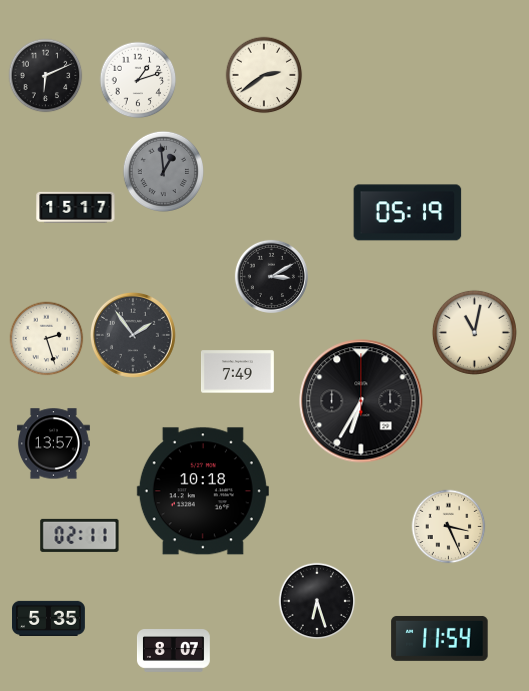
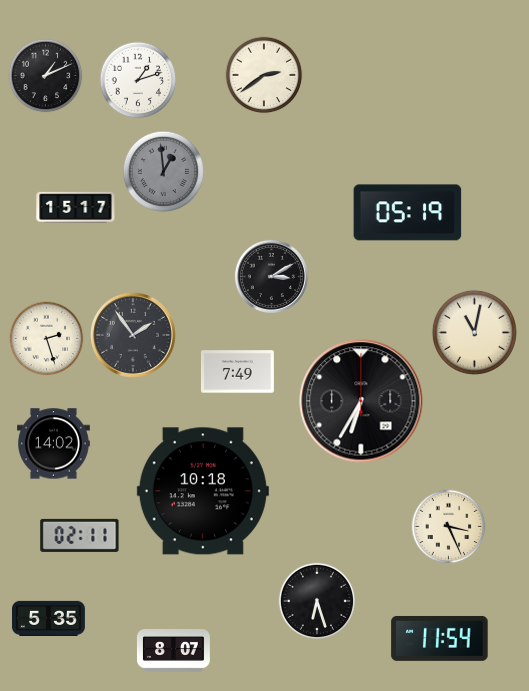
clock at (46, 76): 6:11 -> 1:11
clock at (54, 444): 13:57 -> 14:02
